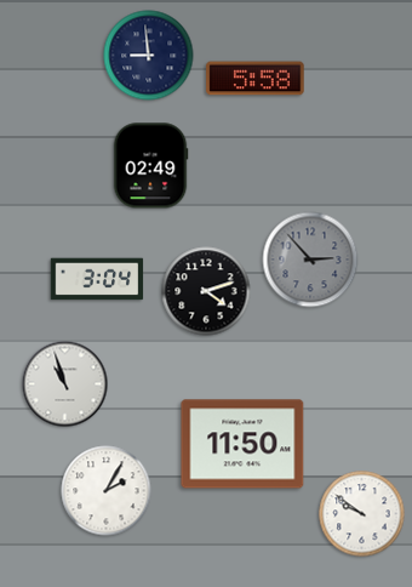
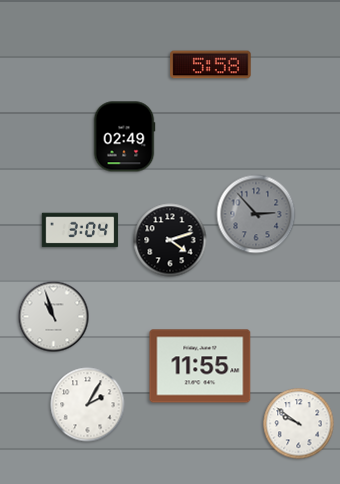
clock at (149, 56): 8:59 -> none
clock at (242, 444): 11:50 -> 11:55
